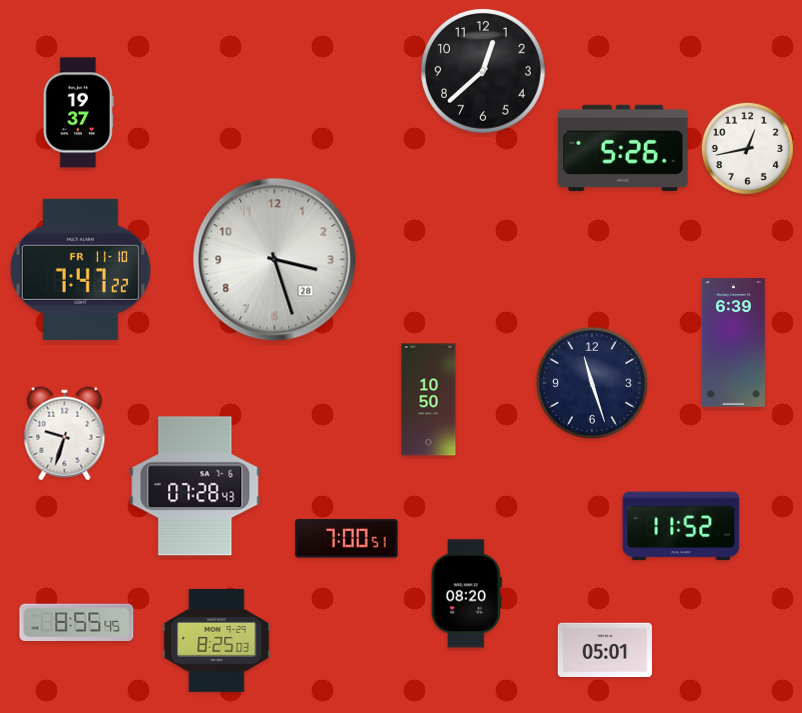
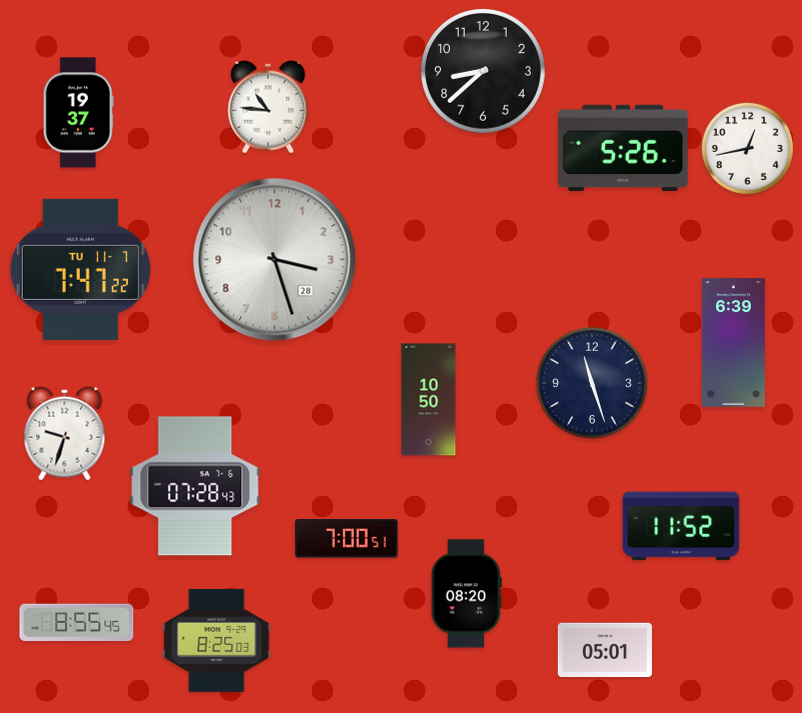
clock at (484, 72): 12:38 -> 8:38
clock at (268, 107): none -> 10:46
clock at (80, 269) date: FR 11-10 -> TU 11-7
